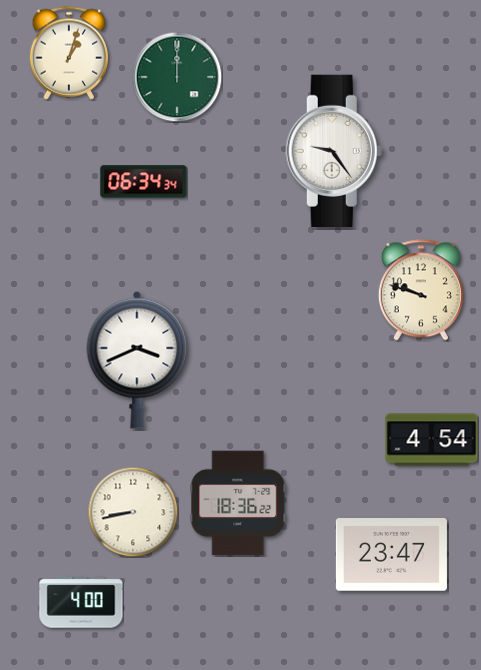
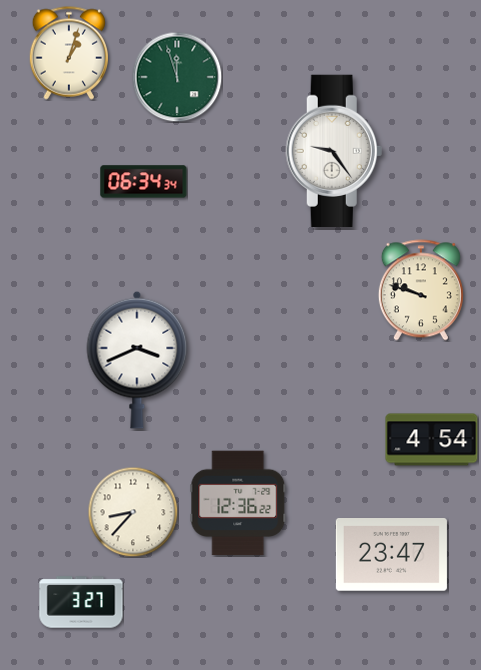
clock at (177, 77): 12:00 -> 11:57
clock at (238, 503): 18:36 -> 12:36
clock at (133, 512): 8:43 -> 8:37
clock at (81, 602): 4:00 -> 3:27
